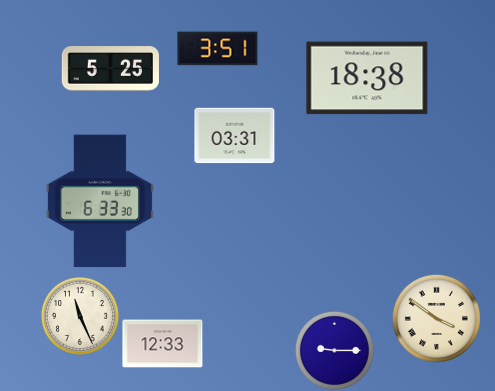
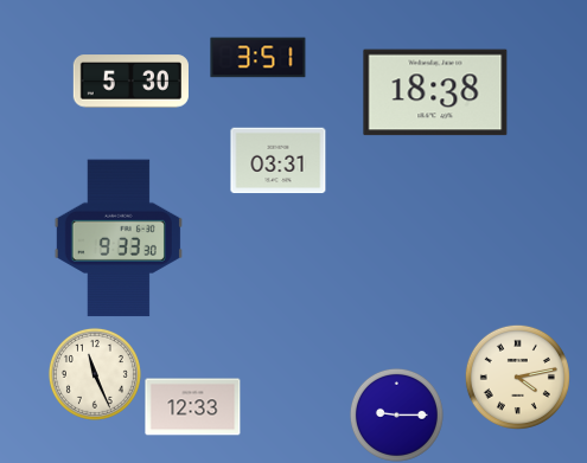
clock at (110, 69): 5:25 -> 5:30
clock at (100, 201): 6:33 -> 9:33
clock at (436, 318): 3:51 -> 4:13
